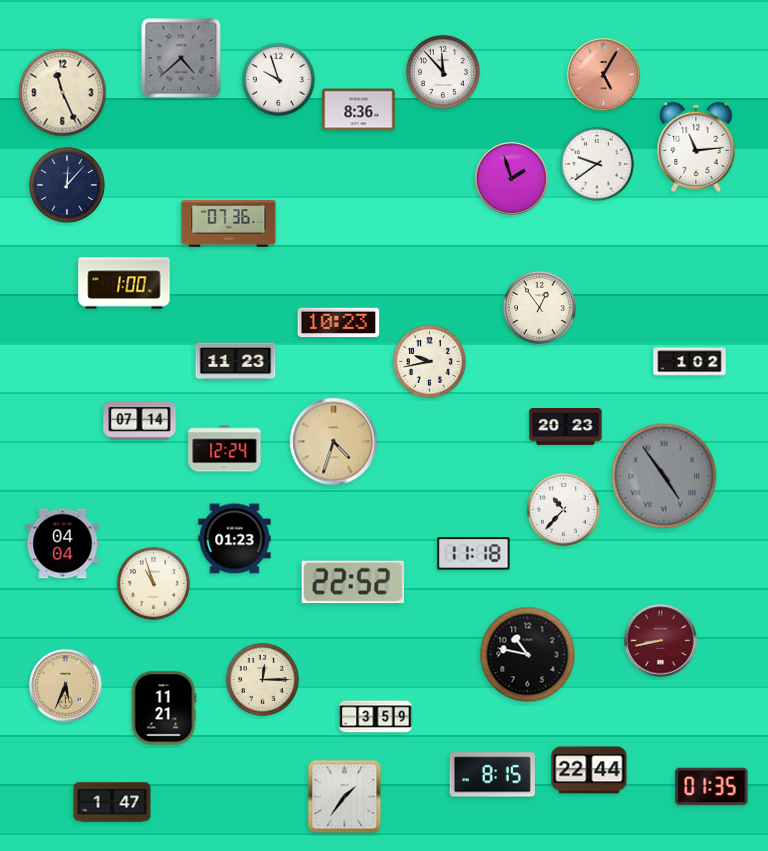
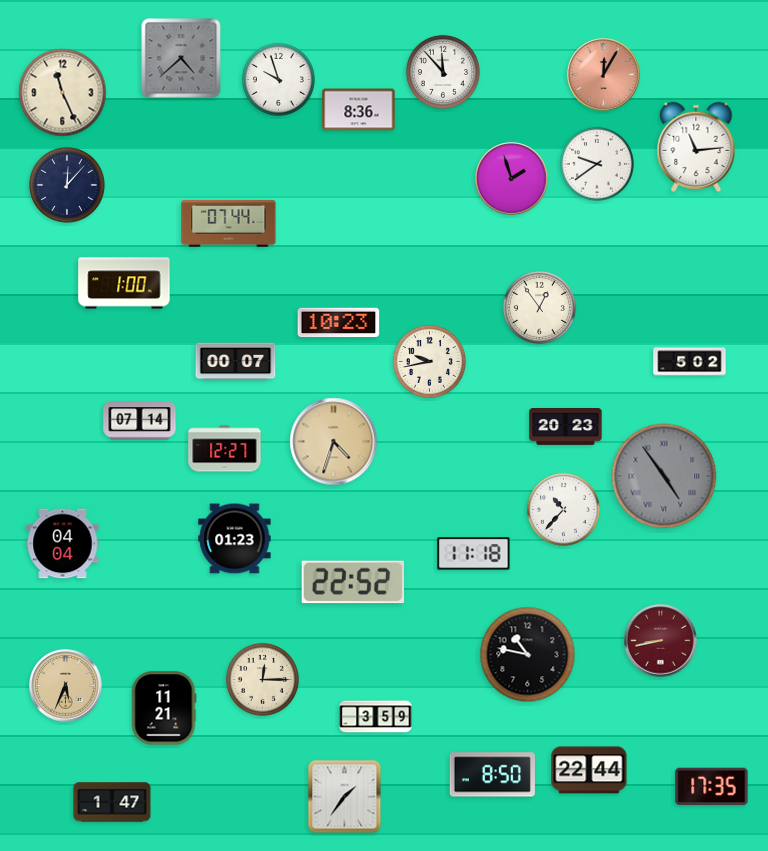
clock at (604, 75): 5:05 -> 12:05
clock at (229, 224): 07:36 -> 07:44
clock at (236, 362): 11:23 -> 00:07
clock at (690, 362): 1:02 -> 5:02
clock at (225, 449): 12:24 -> 12:27
clock at (153, 583): 10:57 -> none
clock at (492, 775): 8:15 -> 8:50
clock at (712, 787): 01:35 -> 17:35
